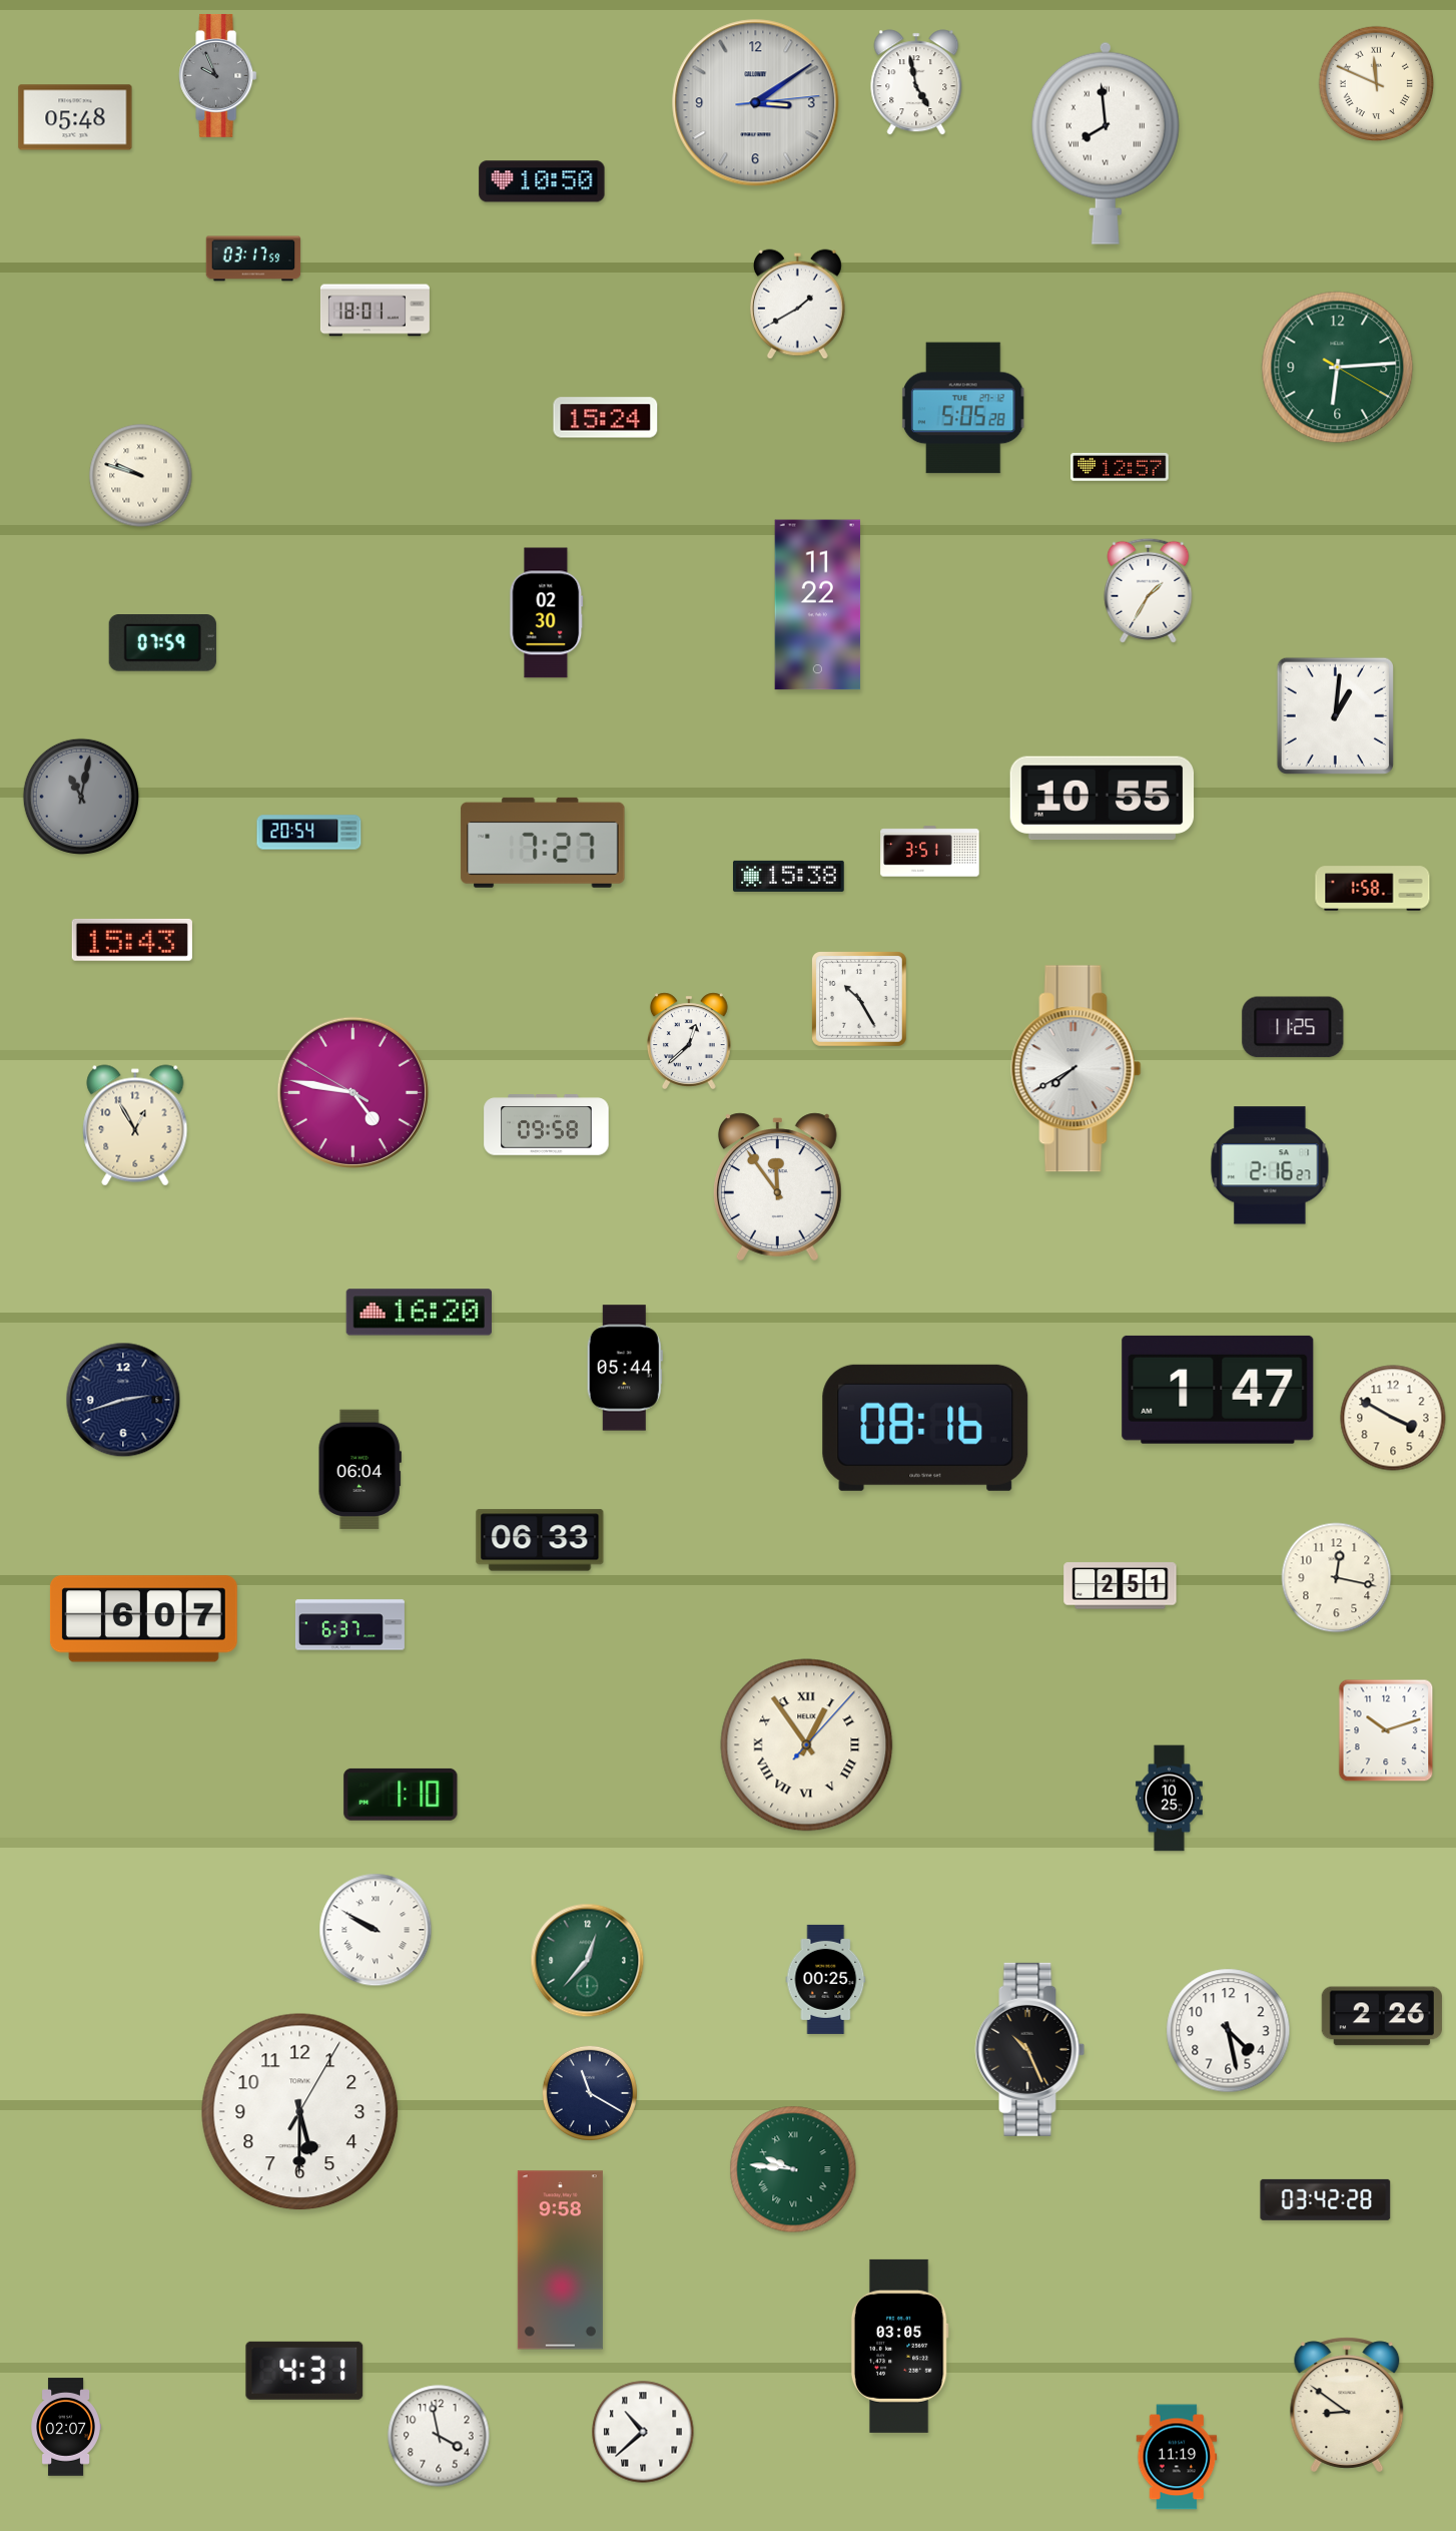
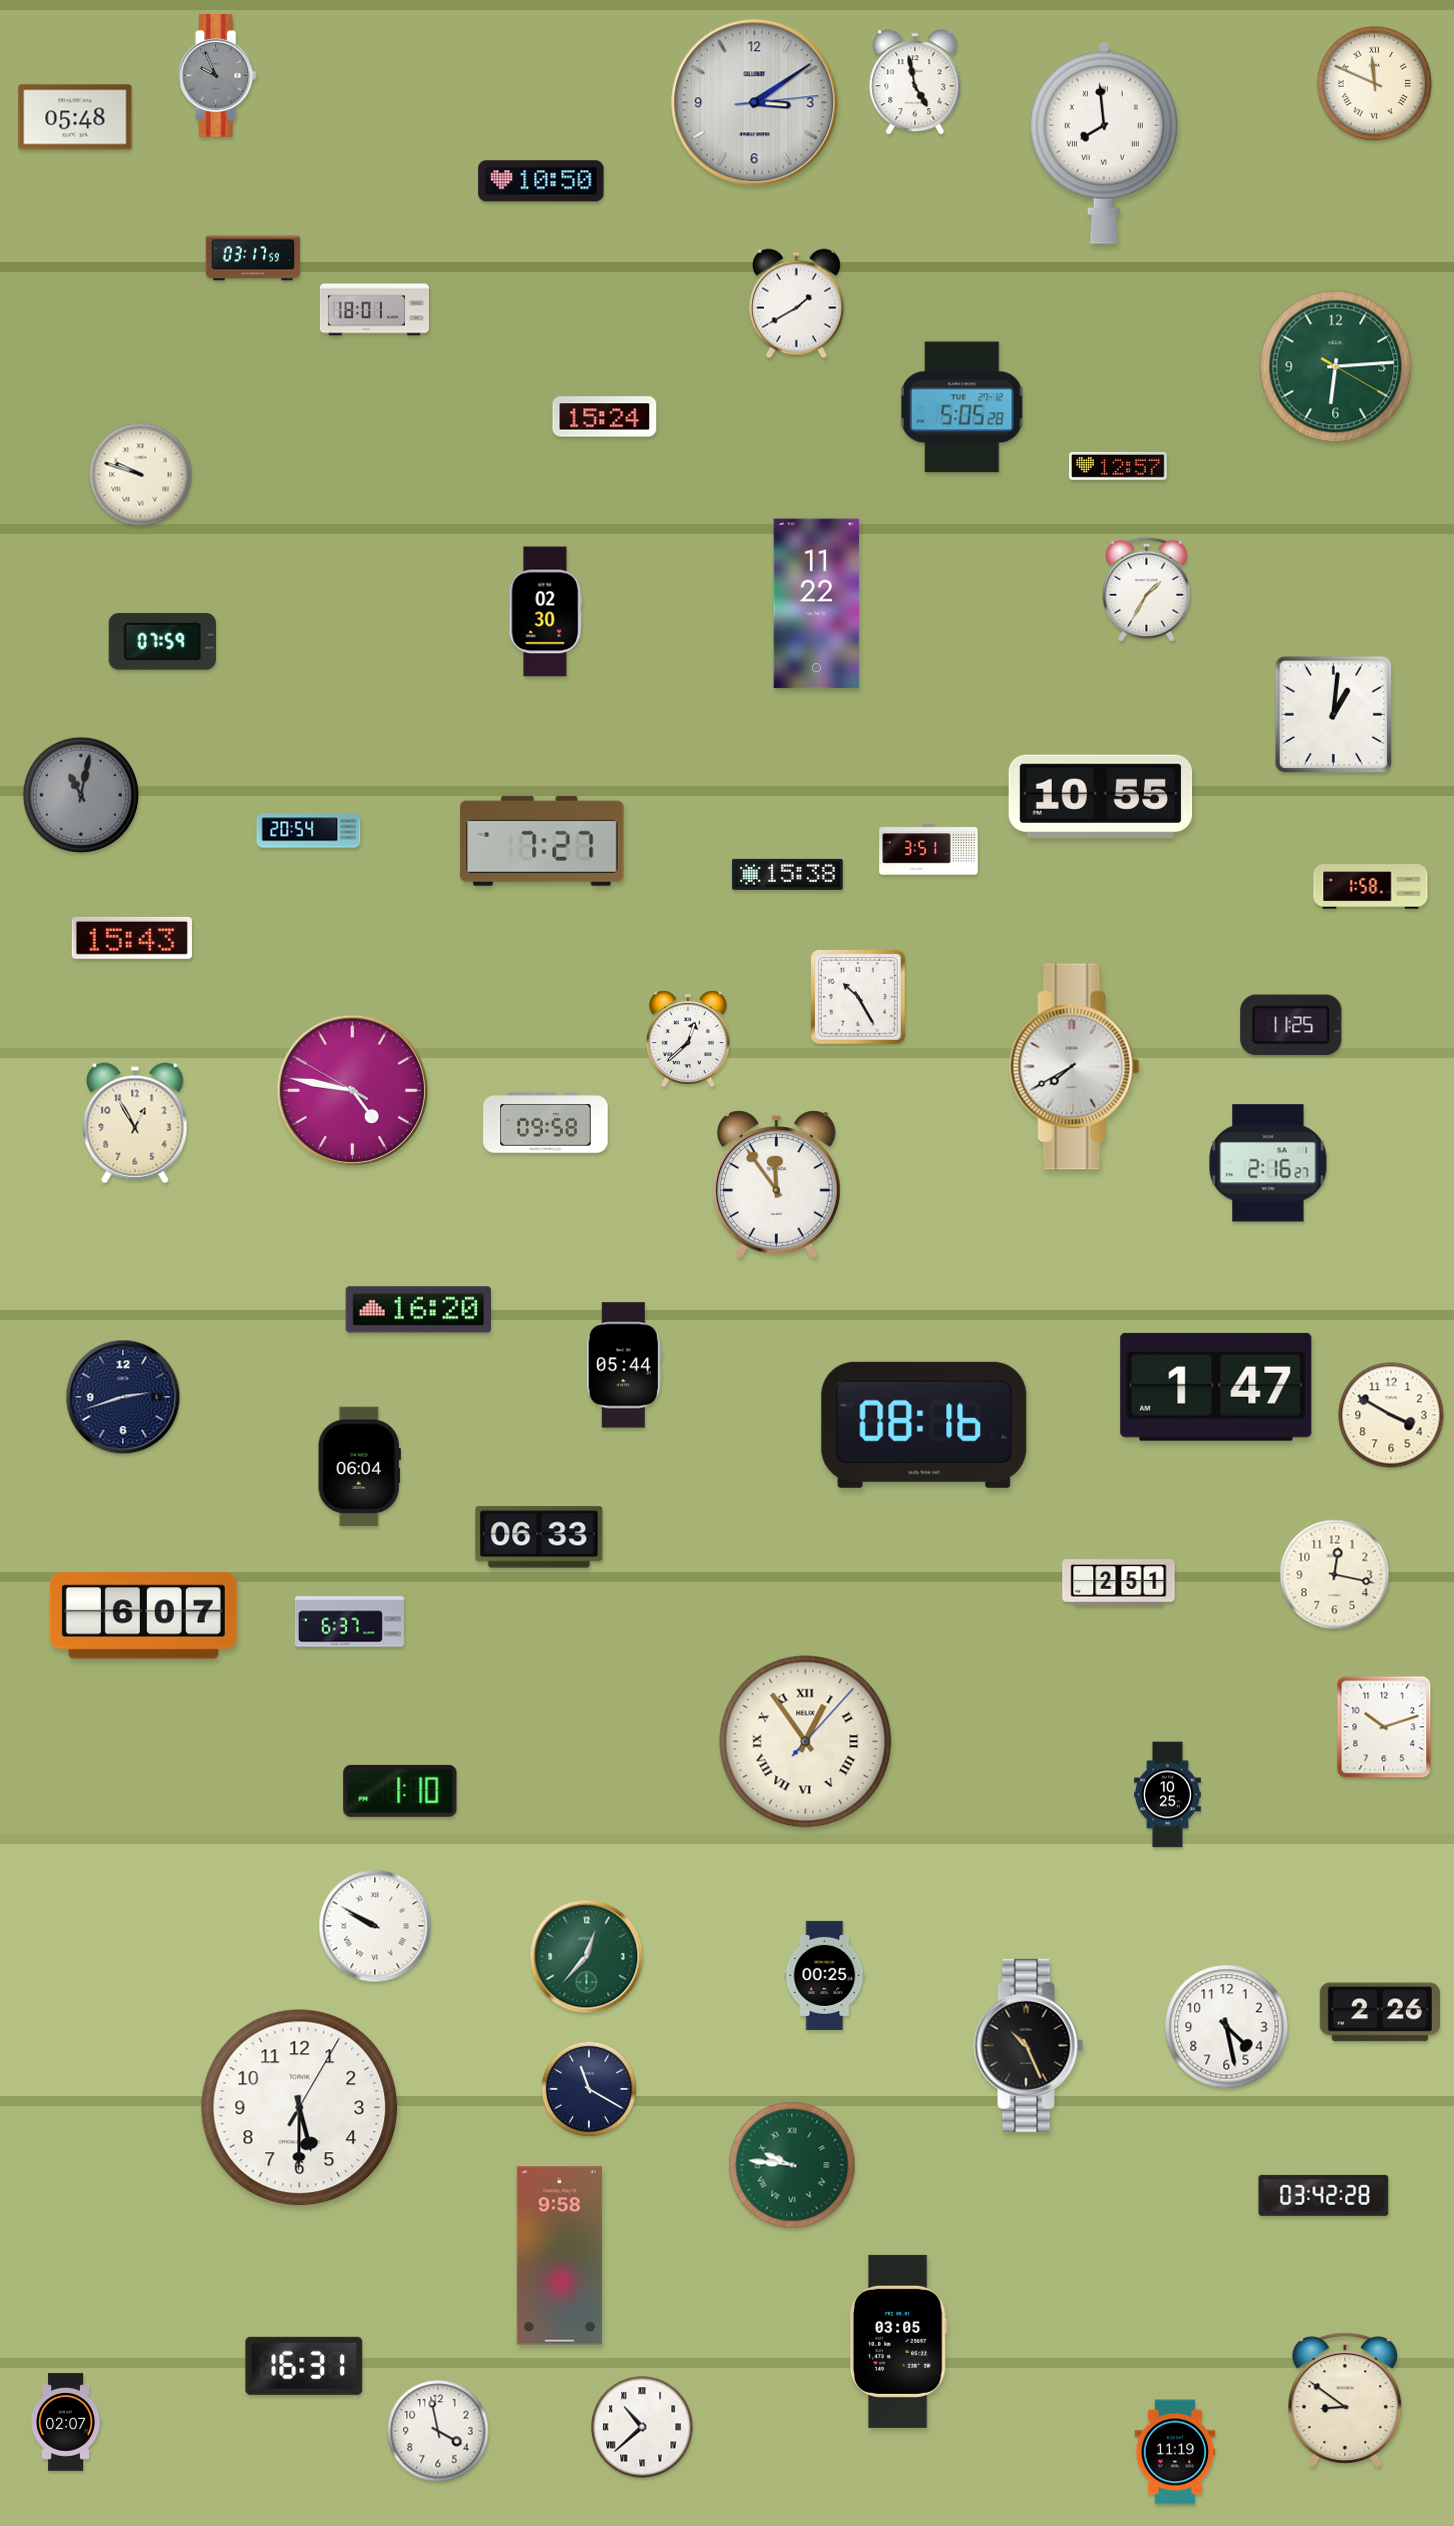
clock at (304, 2371): 4:31 -> 16:31
